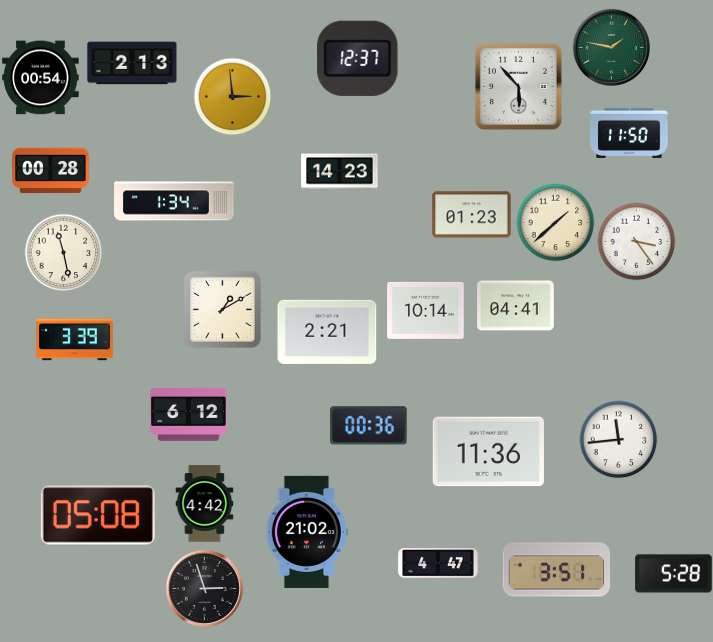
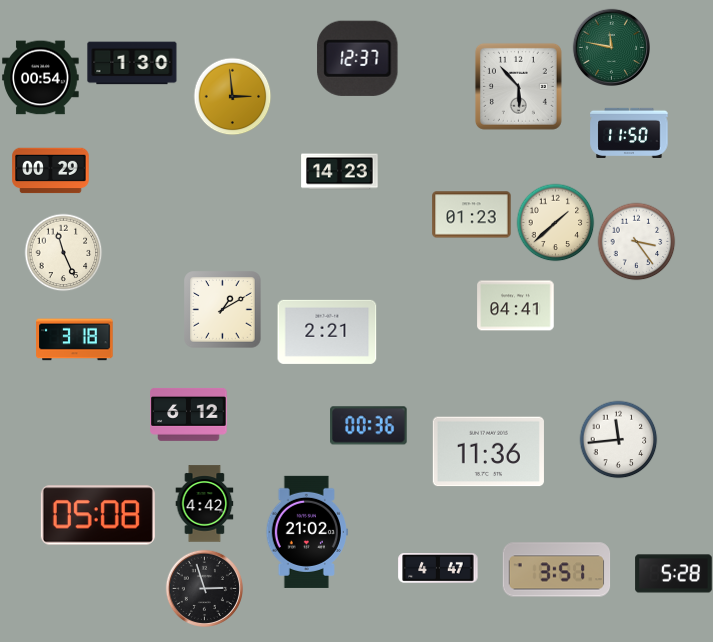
clock at (611, 47): 1:47 -> 11:47
clock at (132, 63): 2:13 -> 1:30
clock at (51, 171): 00:28 -> 00:29
clock at (174, 201): 1:34 -> none
clock at (63, 252): 11:28 -> 11:26
clock at (426, 310): 10:14 -> none
clock at (75, 340): 3:39 -> 3:18
clock at (438, 564) position: (438, 564) -> (438, 569)
